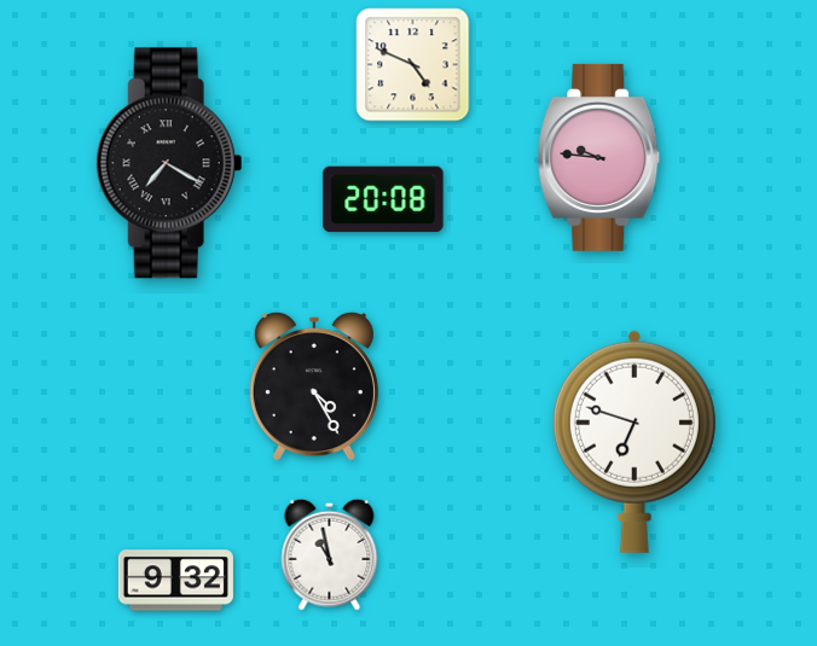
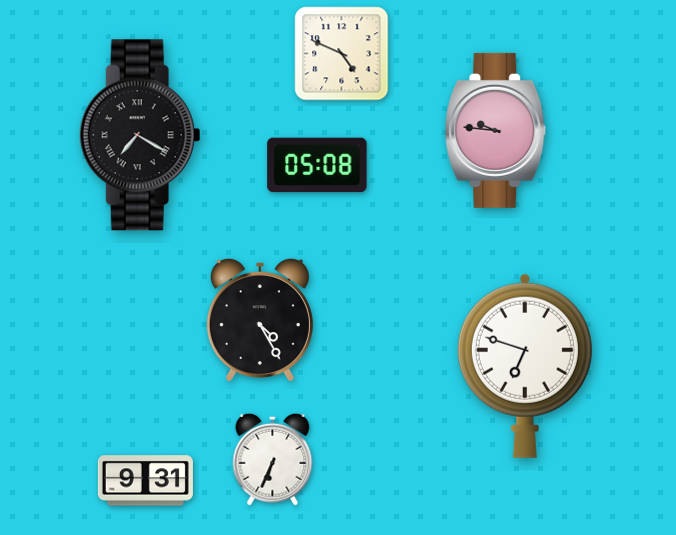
clock at (383, 199): 20:08 -> 05:08
clock at (330, 554): 10:58 -> 6:34
clock at (175, 581): 9:32 -> 9:31
